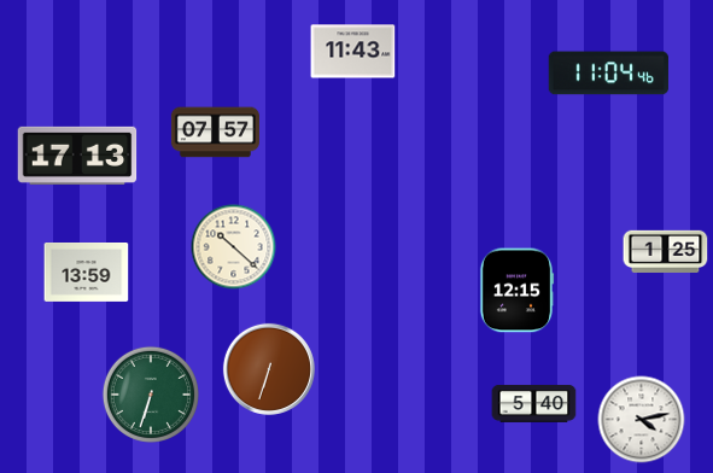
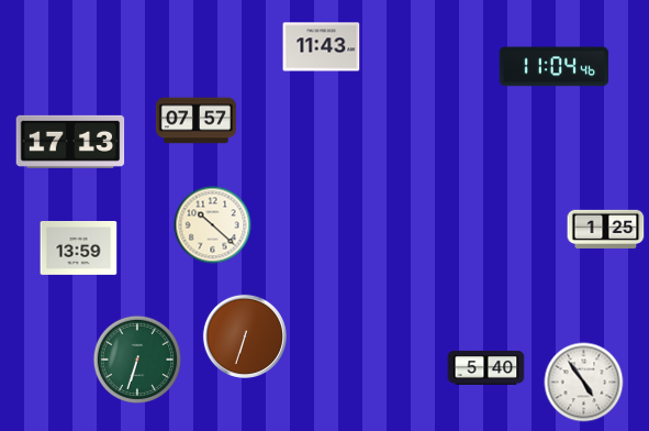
clock at (516, 291): 12:15 -> none
clock at (642, 420): 4:13 -> 4:54
